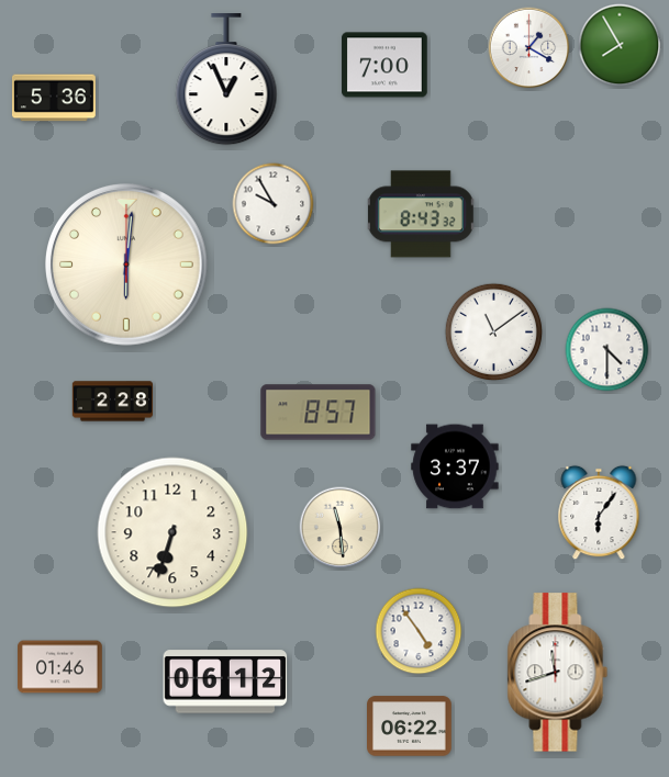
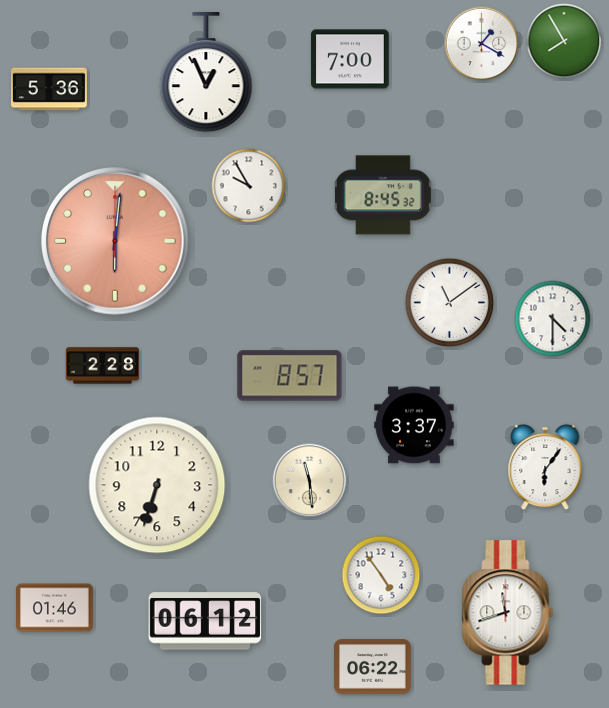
clock at (421, 214): 8:43 -> 8:45
clock at (127, 266) dial: cream -> salmon
clock at (410, 727) position: (410, 727) -> (373, 667)
